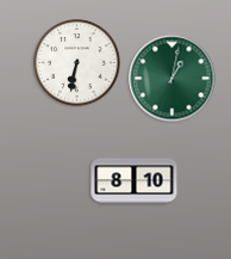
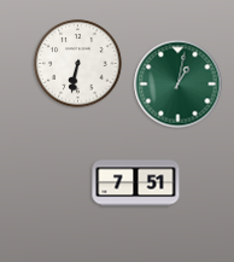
clock at (173, 79) position: (173, 79) -> (179, 85)
clock at (135, 181): 8:10 -> 7:51
